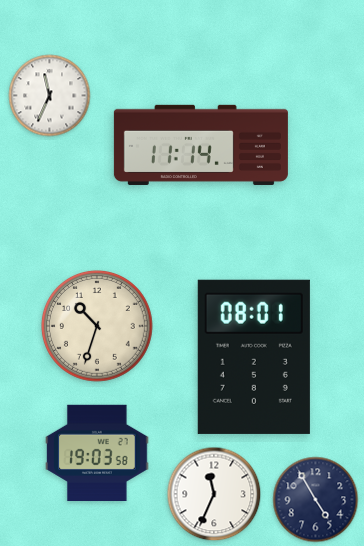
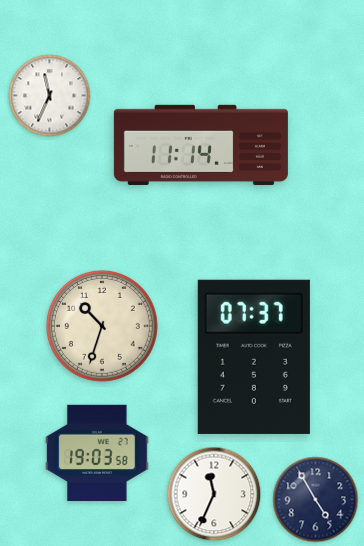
clock at (98, 327) position: (98, 327) -> (103, 327)
clock at (254, 357): 08:01 -> 07:37
